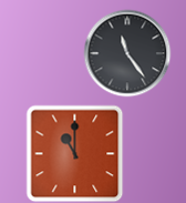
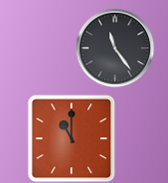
clock at (74, 153) position: (74, 153) -> (71, 138)
